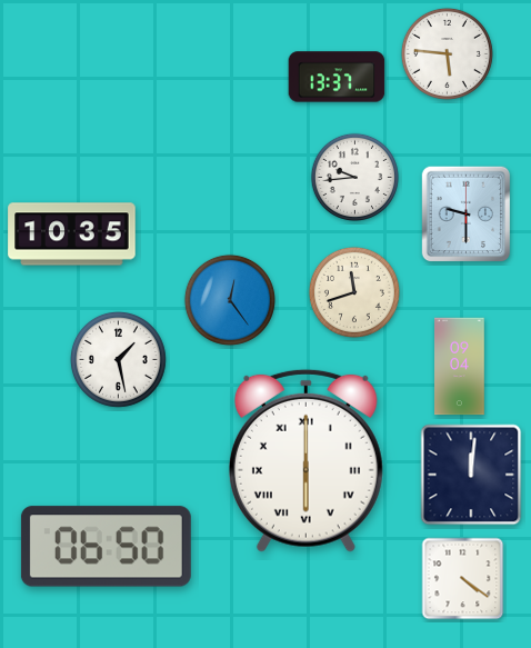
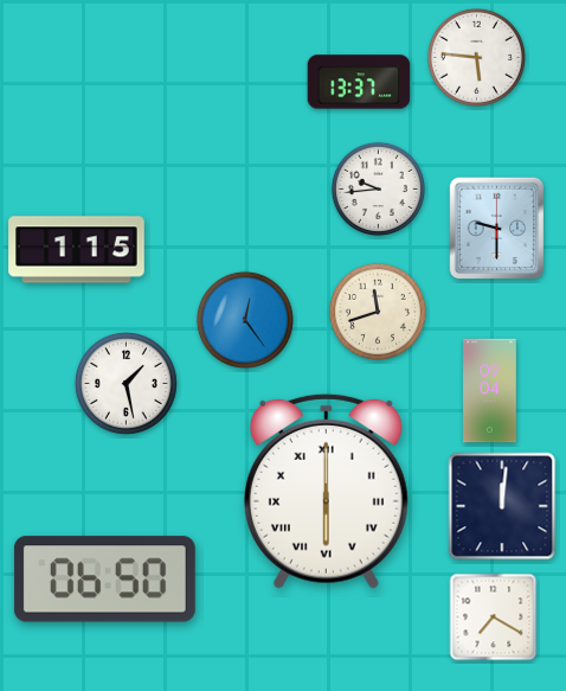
clock at (72, 235): 10:35 -> 1:15
clock at (106, 547) position: (106, 547) -> (104, 580)
clock at (463, 579): 4:21 -> 7:20
